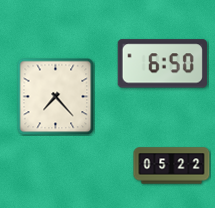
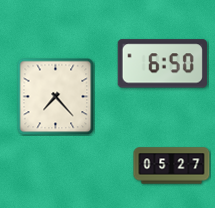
clock at (172, 166): 05:22 -> 05:27
